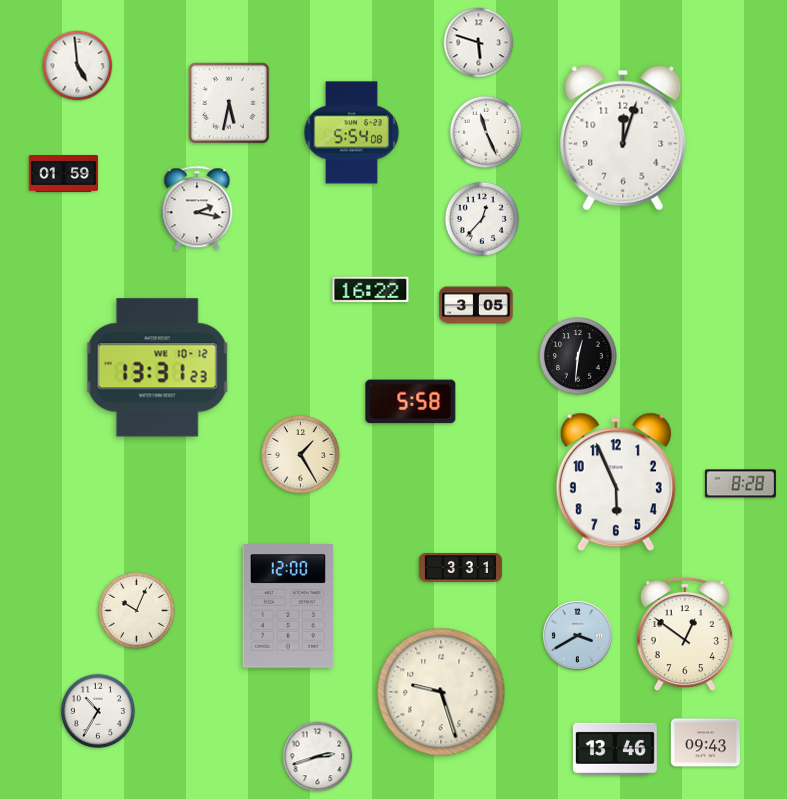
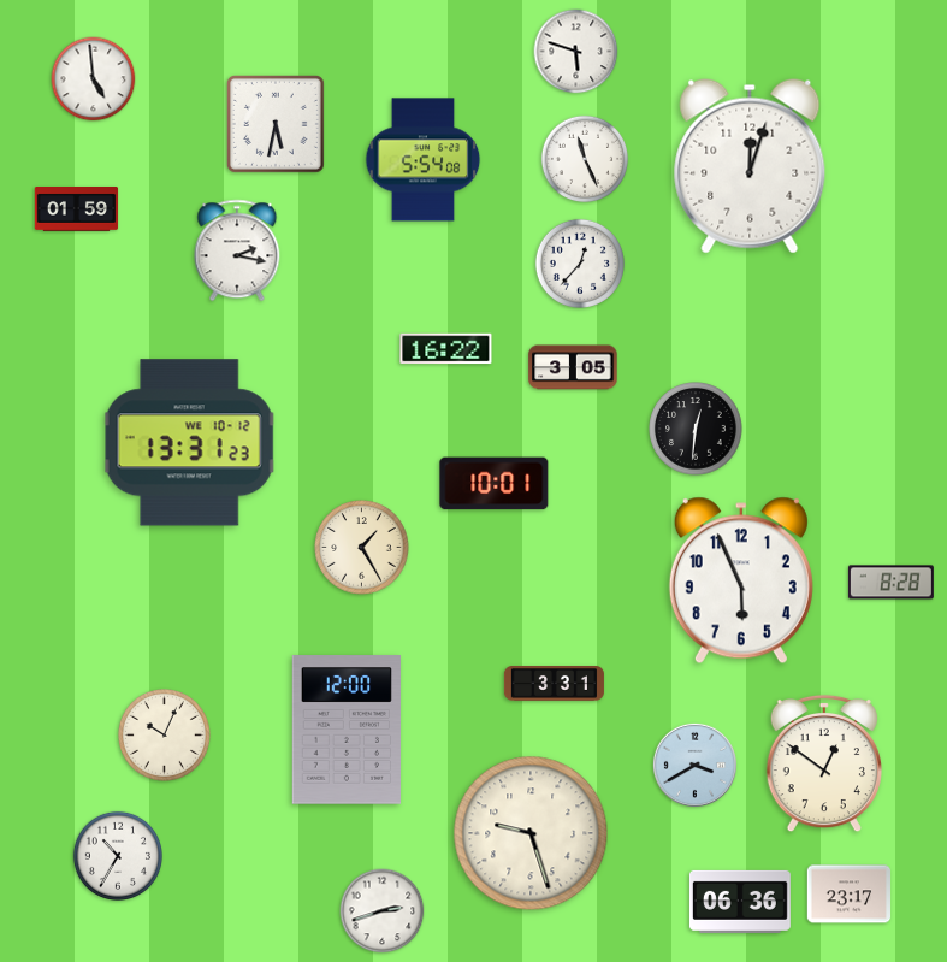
clock at (411, 402): 5:58 -> 10:01
clock at (706, 743): 09:43 -> 23:17
clock at (615, 749): 13:46 -> 06:36
